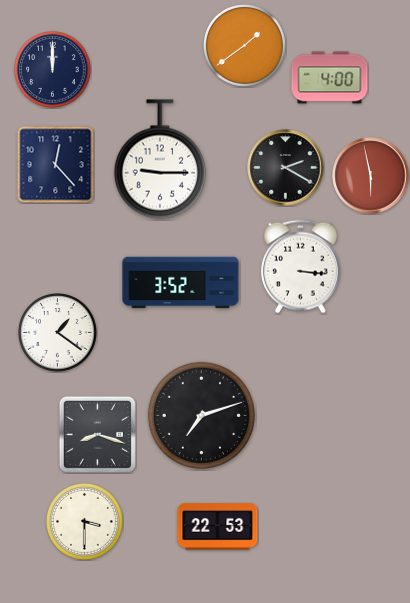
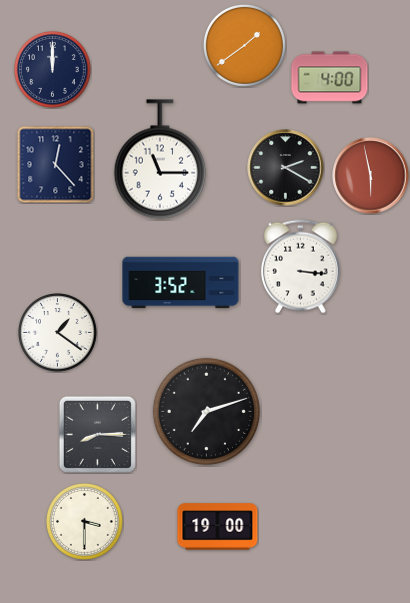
clock at (160, 159): 9:15 -> 11:15
clock at (201, 415) position: (201, 415) -> (206, 411)
clock at (97, 434): 8:18 -> 8:15
clock at (218, 527): 22:53 -> 19:00
